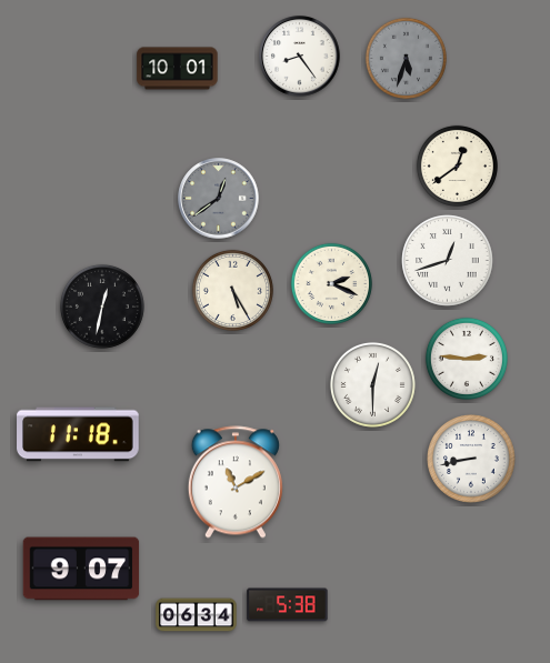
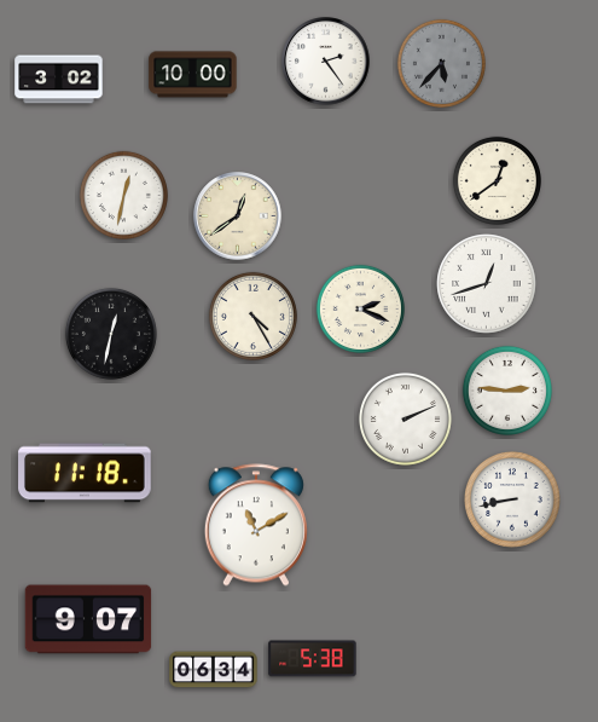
clock at (300, 57): 8:24 -> 2:24
clock at (406, 58): 5:33 -> 5:37
clock at (178, 69): 10:01 -> 10:00
clock at (59, 80): none -> 3:02
clock at (123, 195): none -> 12:32
clock at (219, 199) dial: grey -> cream
clock at (232, 290): 5:25 -> 4:25
clock at (372, 384): 12:30 -> 2:11
